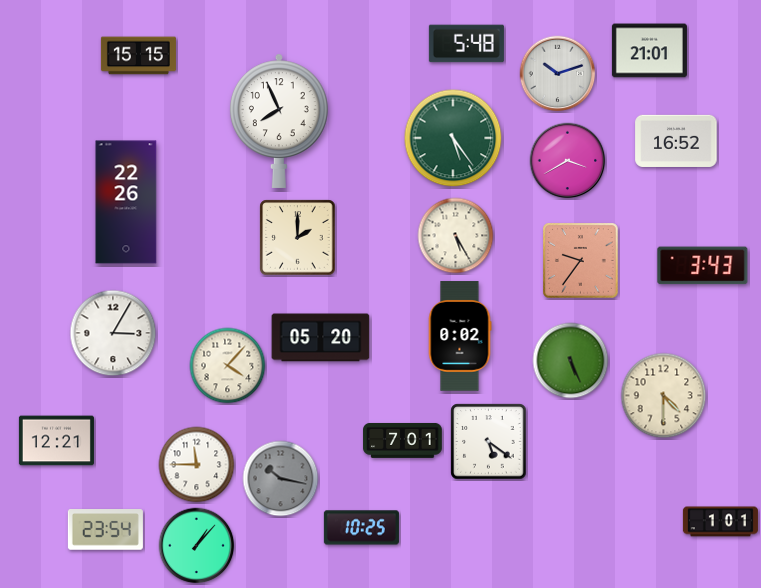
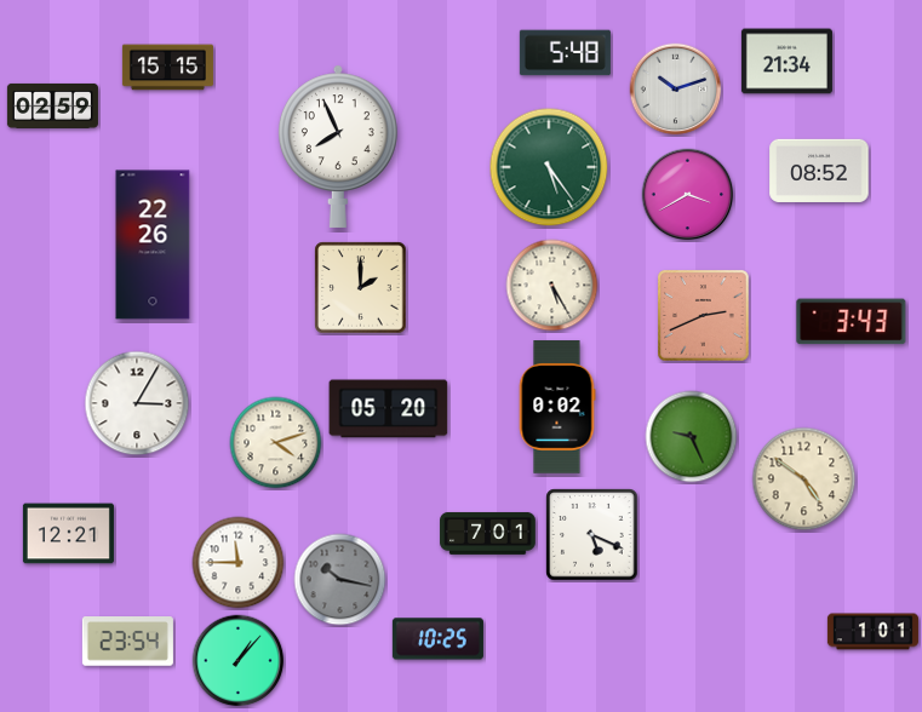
clock at (649, 51): 21:01 -> 21:34
clock at (52, 105): none -> 02:59
clock at (676, 141): 16:52 -> 08:52
clock at (581, 261): 9:36 -> 2:41
clock at (571, 361): 5:26 -> 9:26
clock at (228, 366): 4:07 -> 4:12
clock at (664, 396): 4:30 -> 4:51
clock at (489, 442): 5:21 -> 5:19
